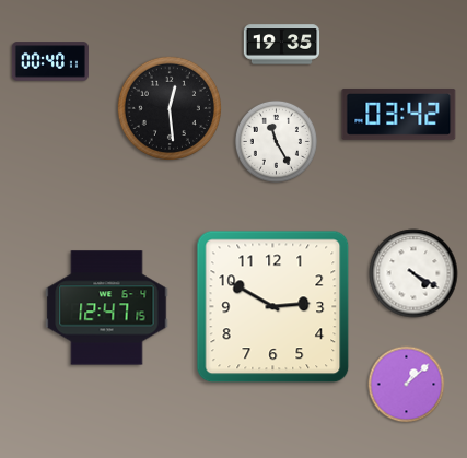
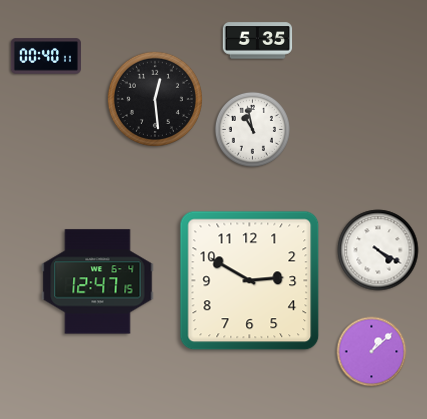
clock at (282, 45): 19:35 -> 5:35
clock at (399, 114): 03:42 -> none
clock at (276, 141): 11:25 -> 10:58
